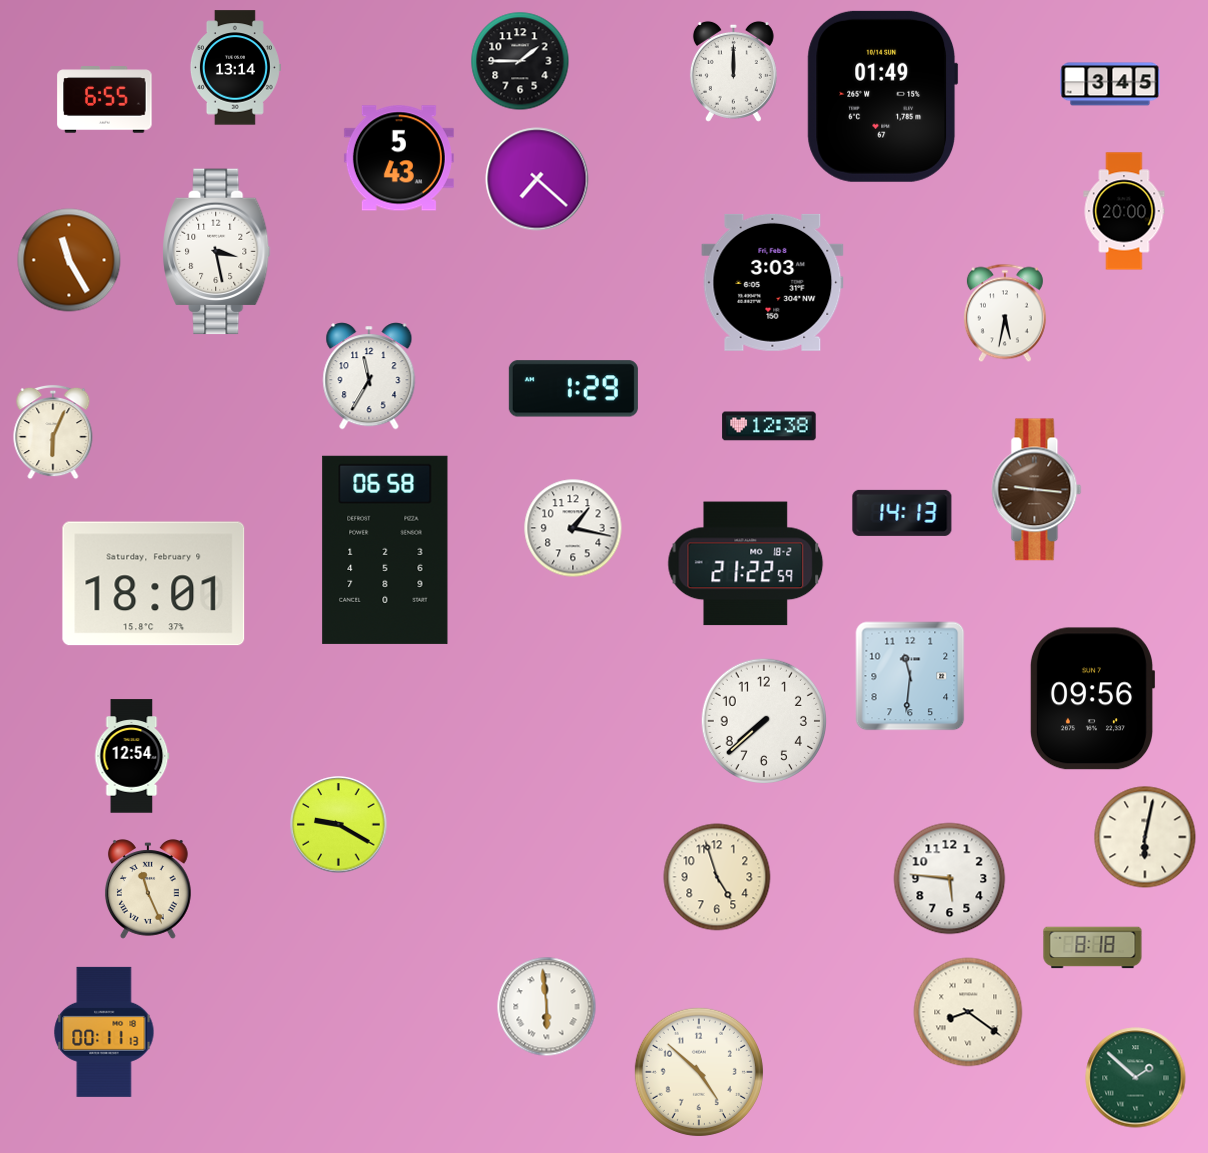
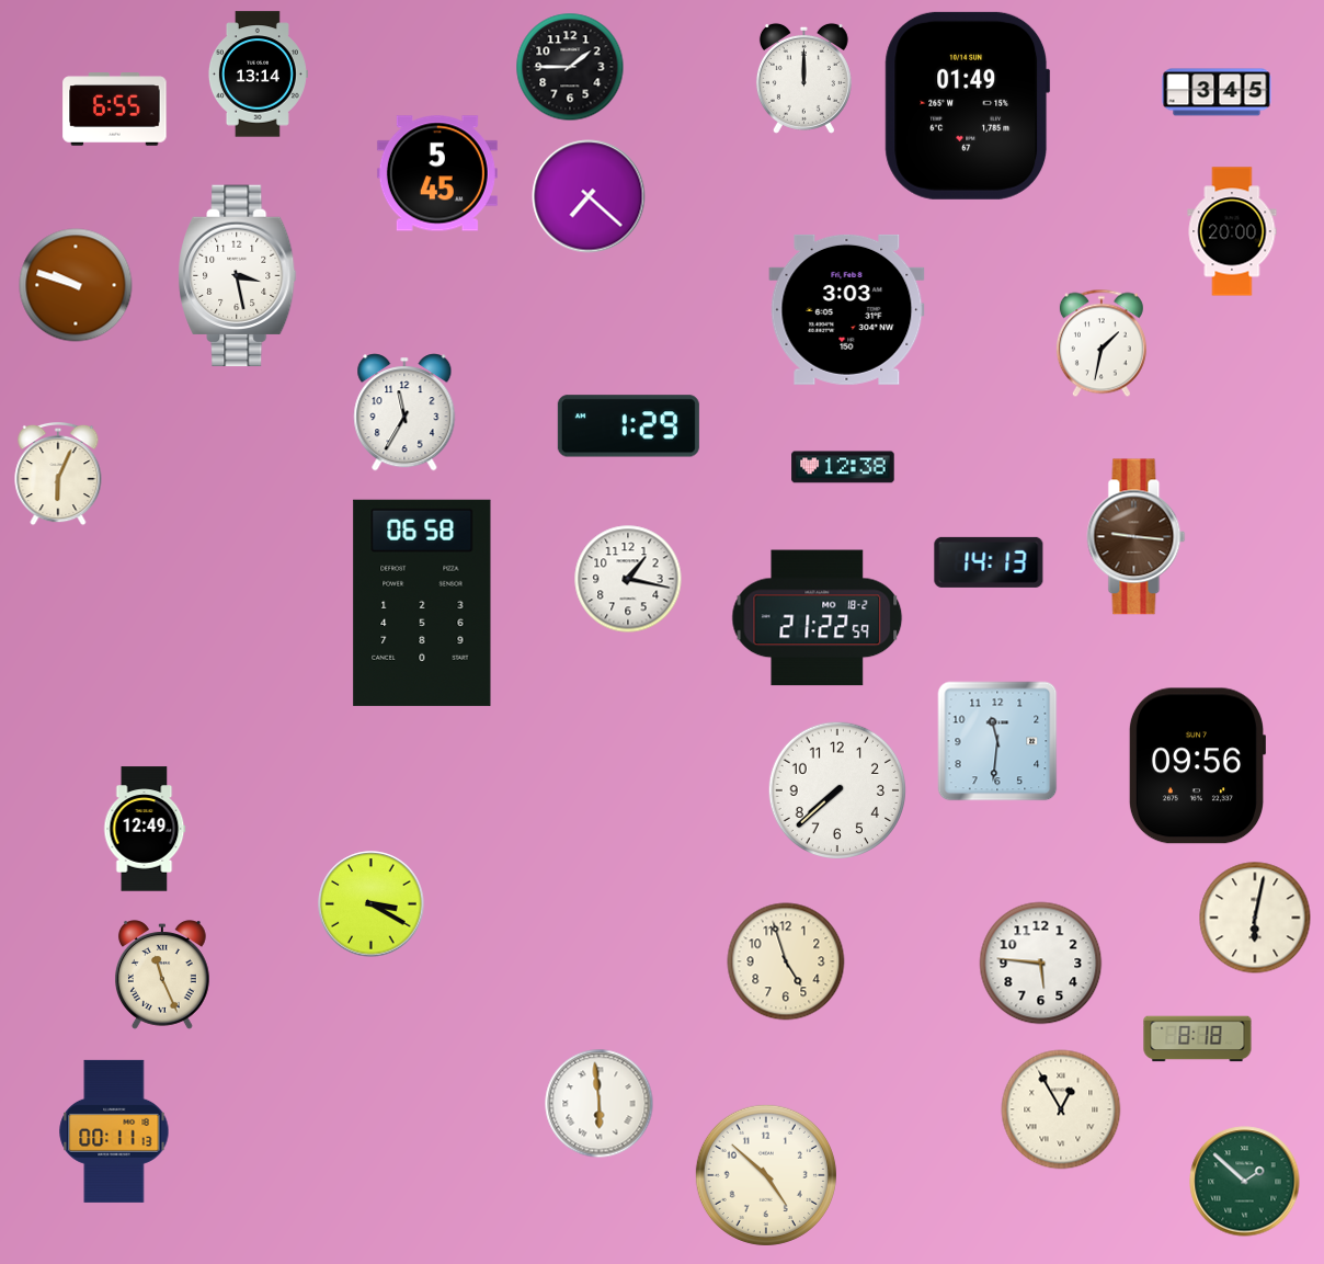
clock at (399, 158): 5:43 -> 5:45
clock at (69, 260): 11:25 -> 9:48
clock at (1005, 313): 5:32 -> 1:32
clock at (154, 584): 18:01 -> none
clock at (132, 756): 12:54 -> 12:49
clock at (339, 825): 9:20 -> 3:20
clock at (968, 1012): 8:21 -> 12:55
